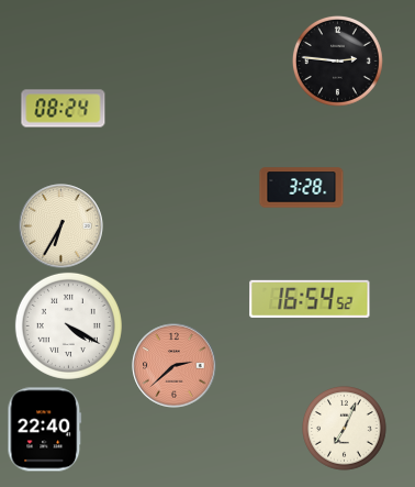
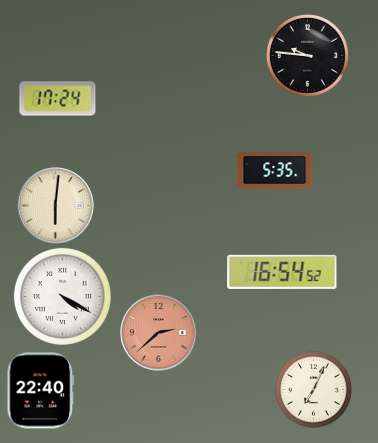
clock at (337, 60): 2:46 -> 9:46
clock at (64, 109): 08:24 -> 17:24
clock at (302, 188): 3:28 -> 5:35
clock at (61, 226): 6:35 -> 6:01
